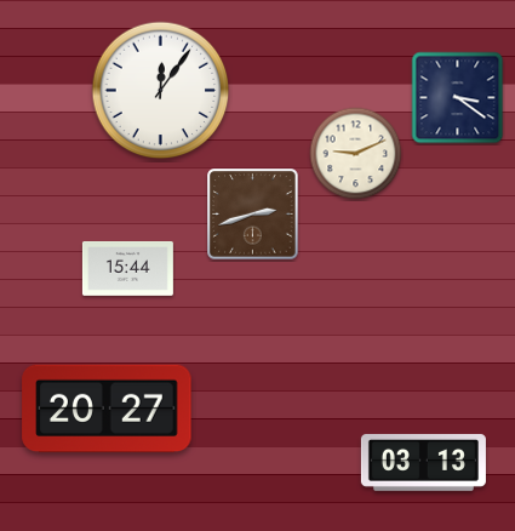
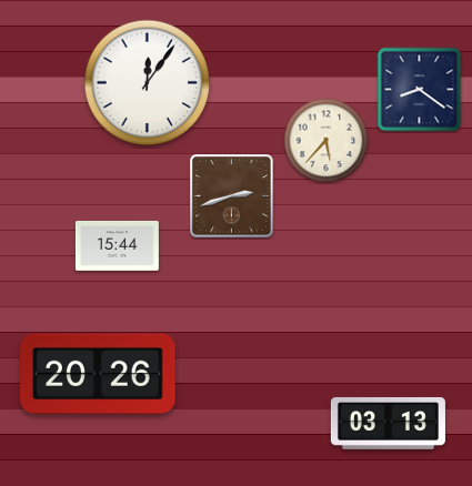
clock at (458, 98): 3:21 -> 8:21
clock at (356, 154): 9:11 -> 5:37
clock at (107, 409): 20:27 -> 20:26
